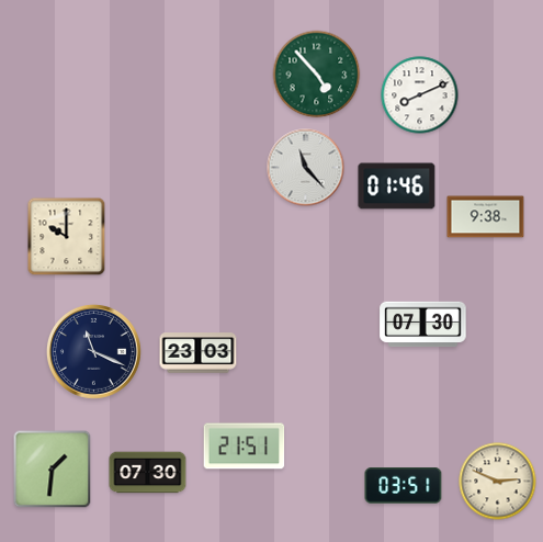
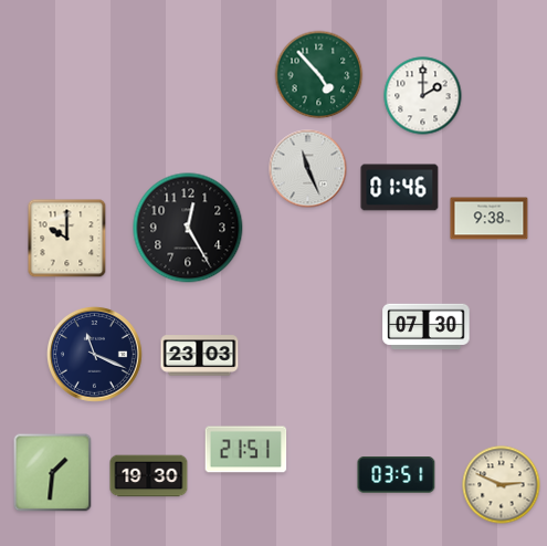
clock at (420, 95): 8:11 -> 2:00
clock at (306, 168): 11:23 -> 11:26
clock at (188, 228): none -> 12:25
clock at (148, 473): 07:30 -> 19:30
clock at (404, 486) position: (404, 486) -> (397, 475)
